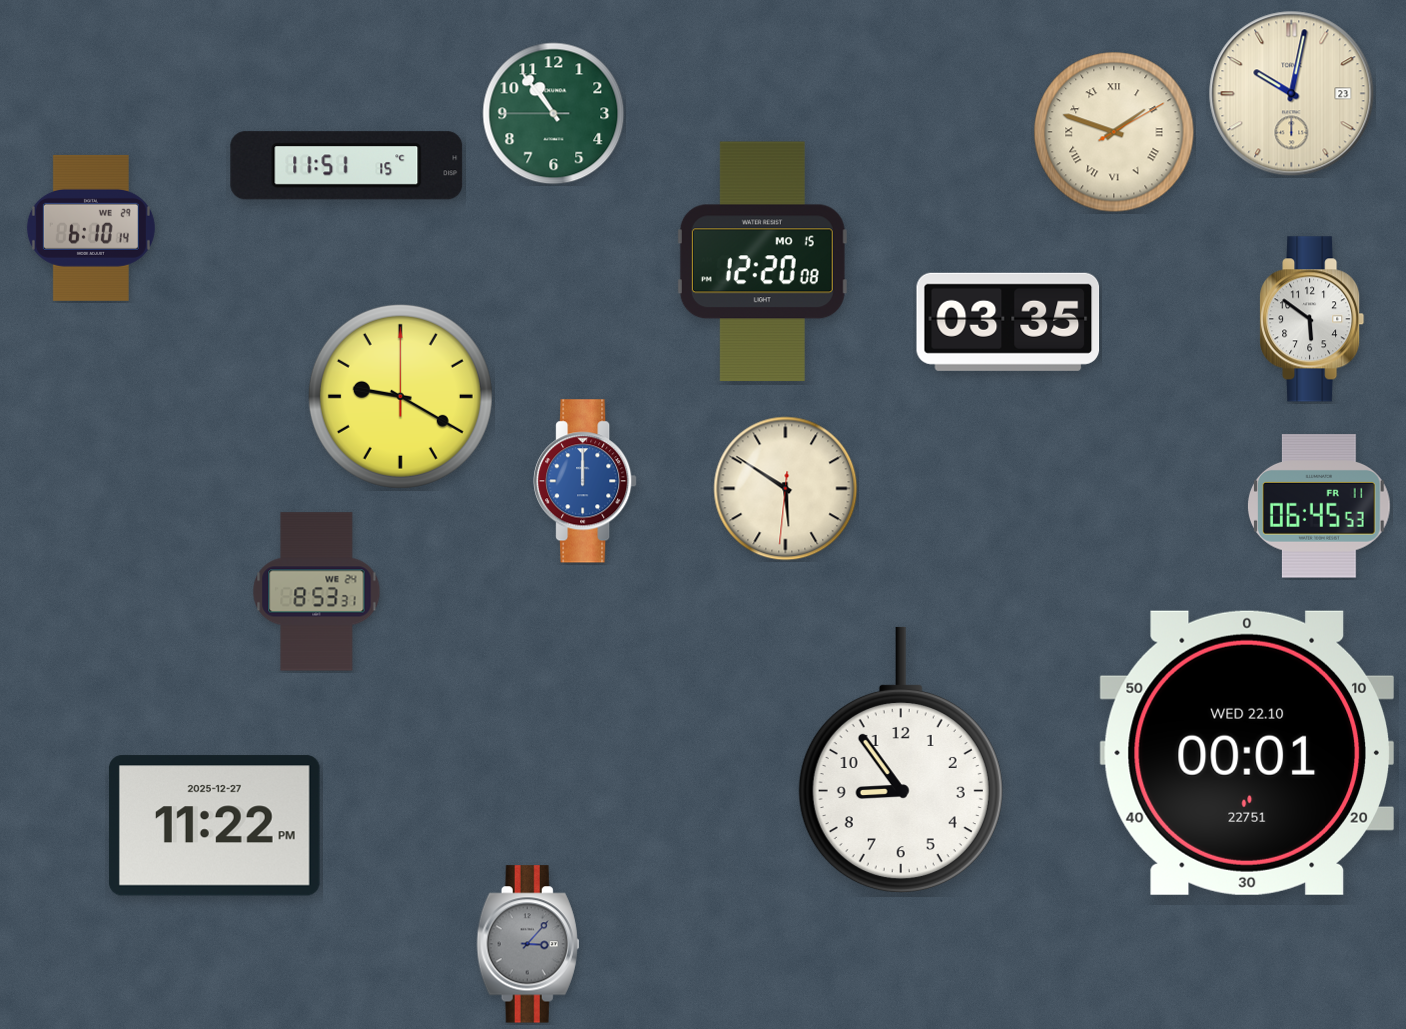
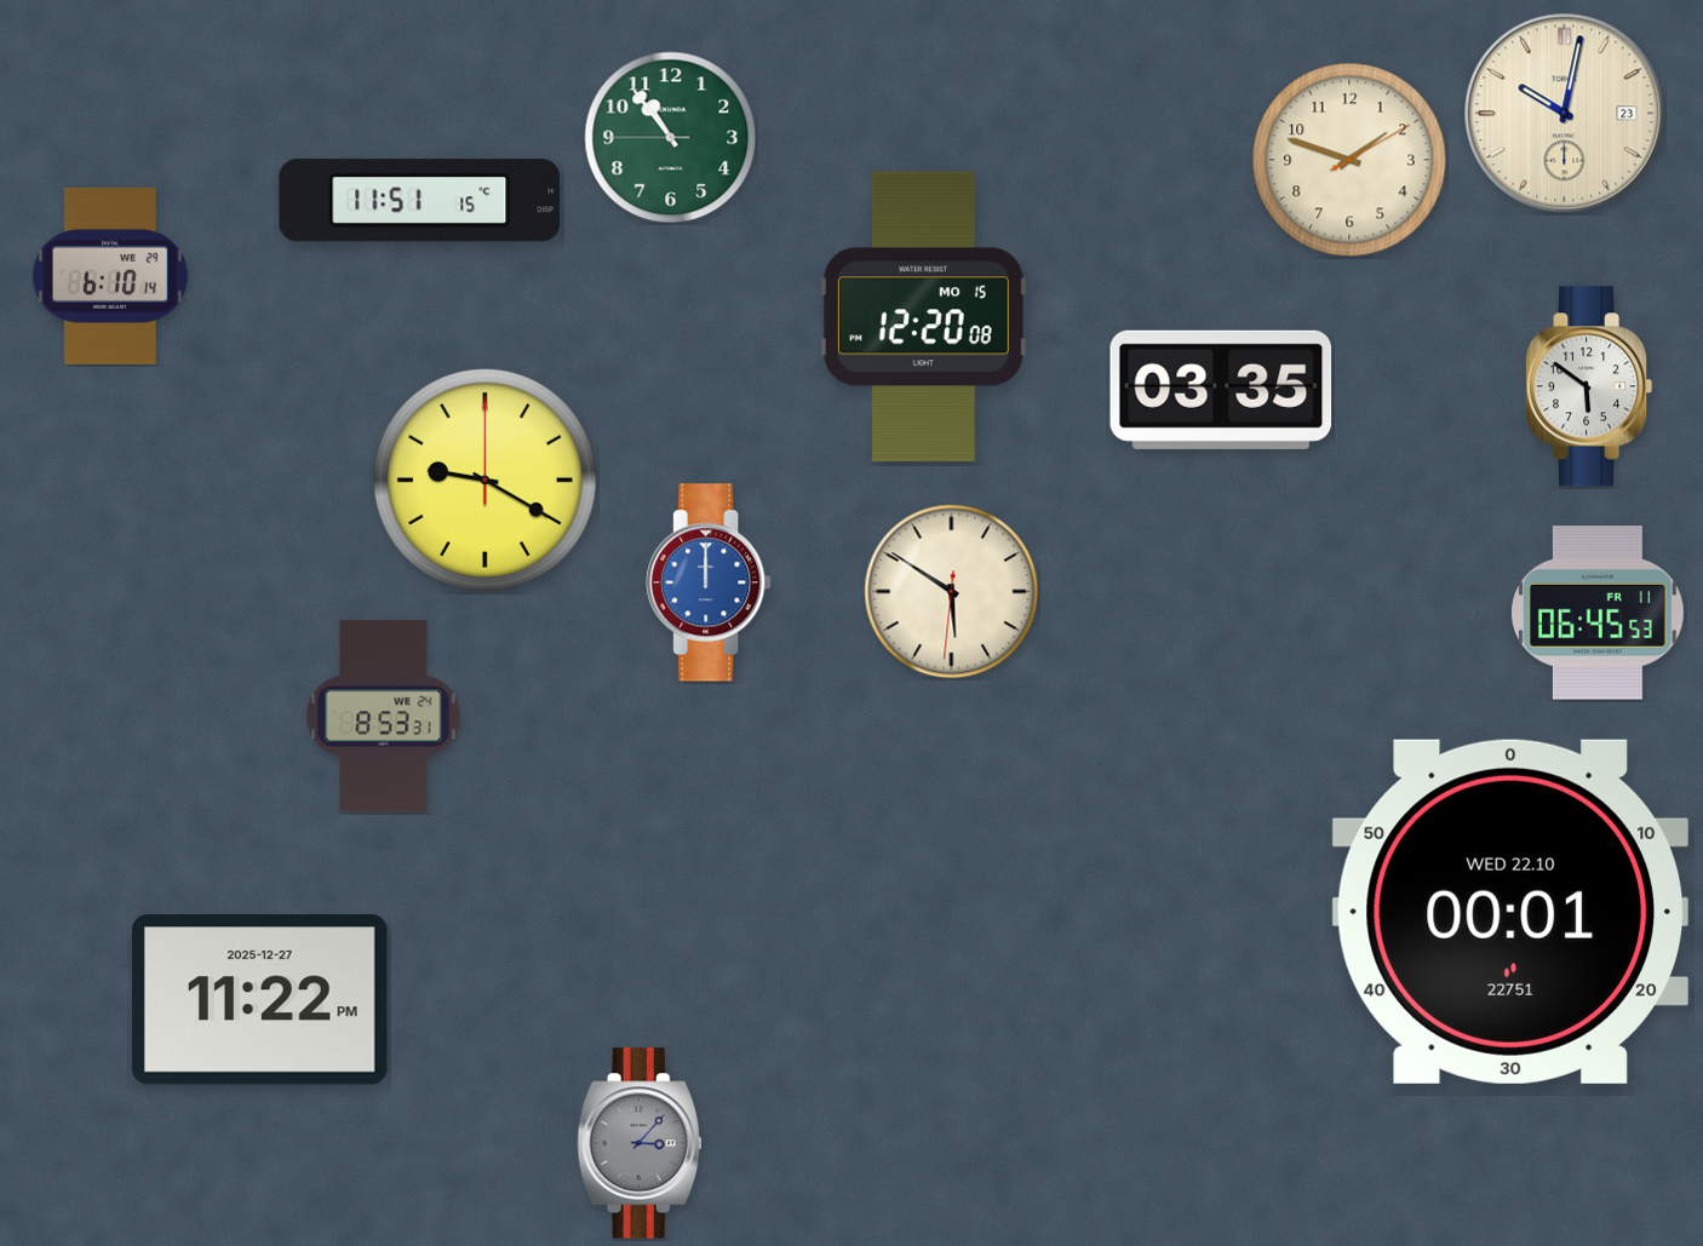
clock at (1114, 132) numerals: Roman -> Arabic
clock at (901, 760): 8:54 -> none
